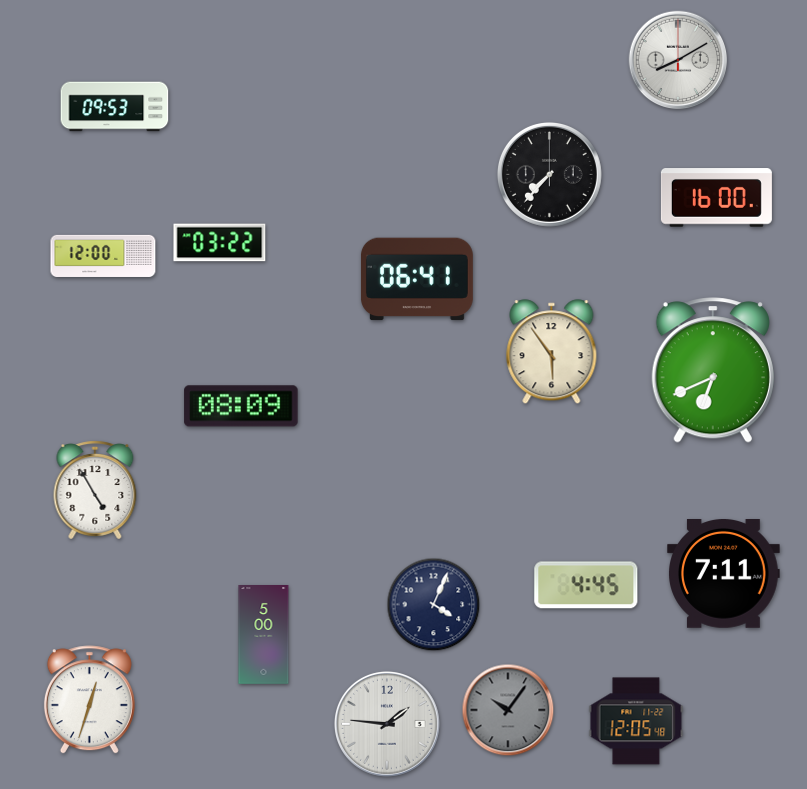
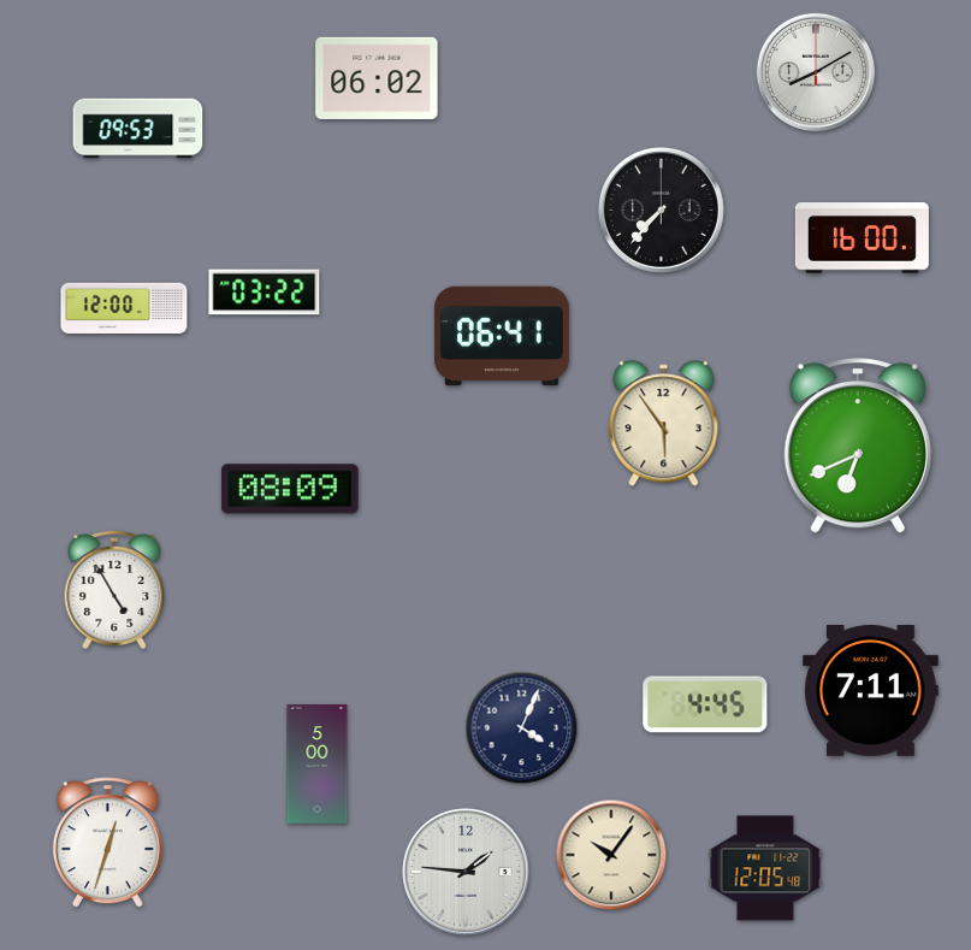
clock at (377, 78): none -> 06:02
clock at (508, 710) dial: grey -> cream
